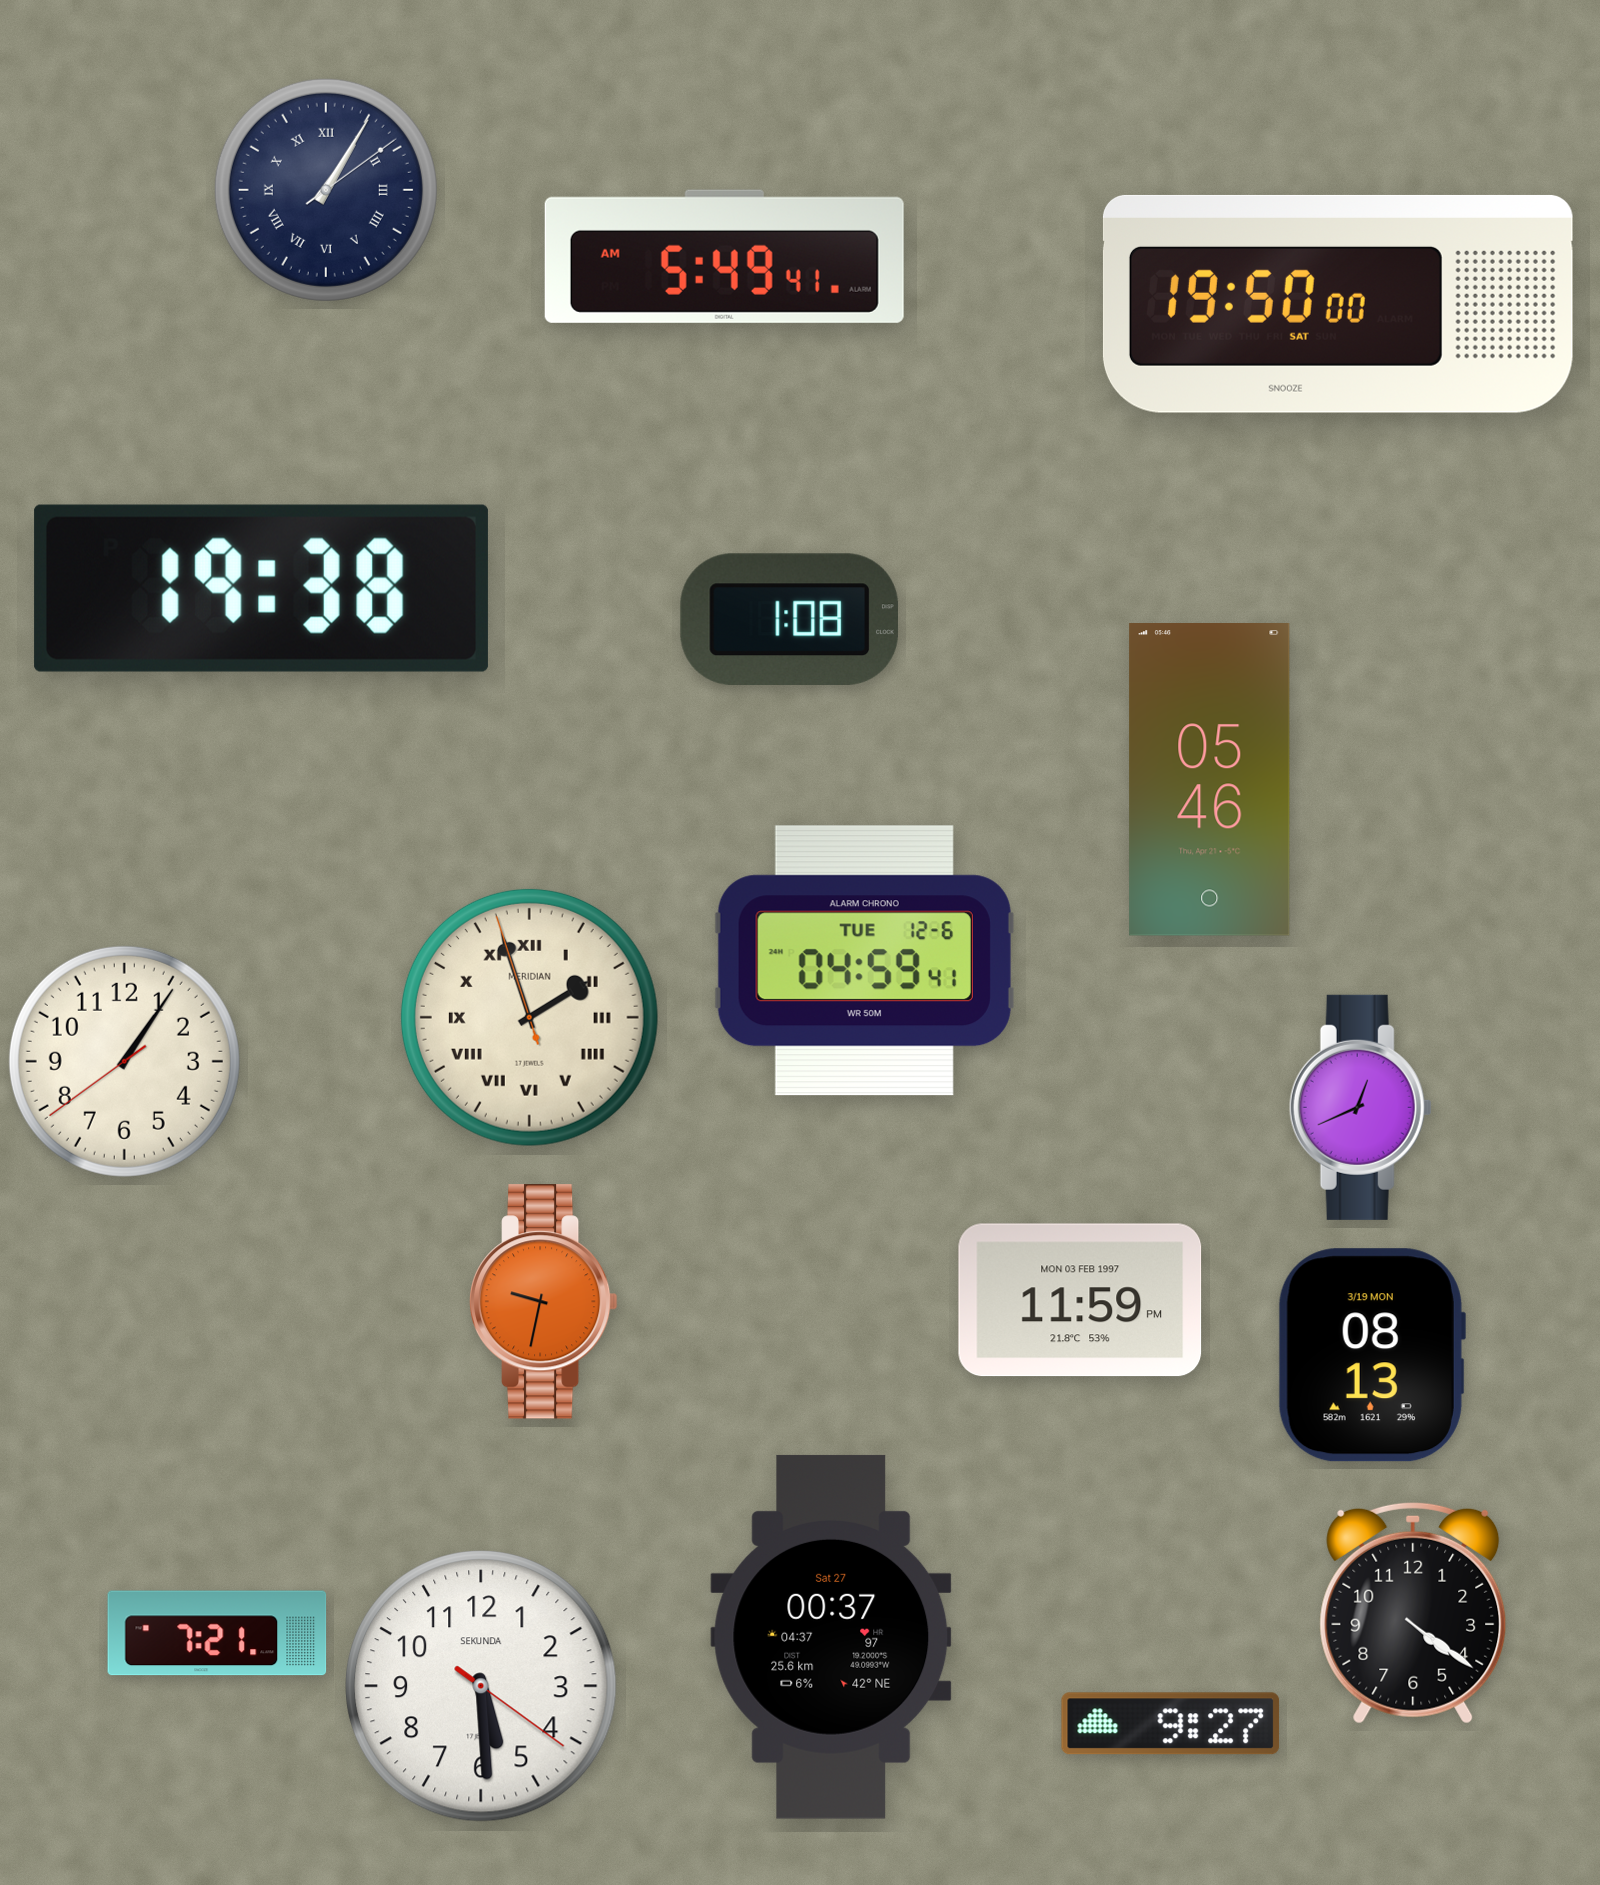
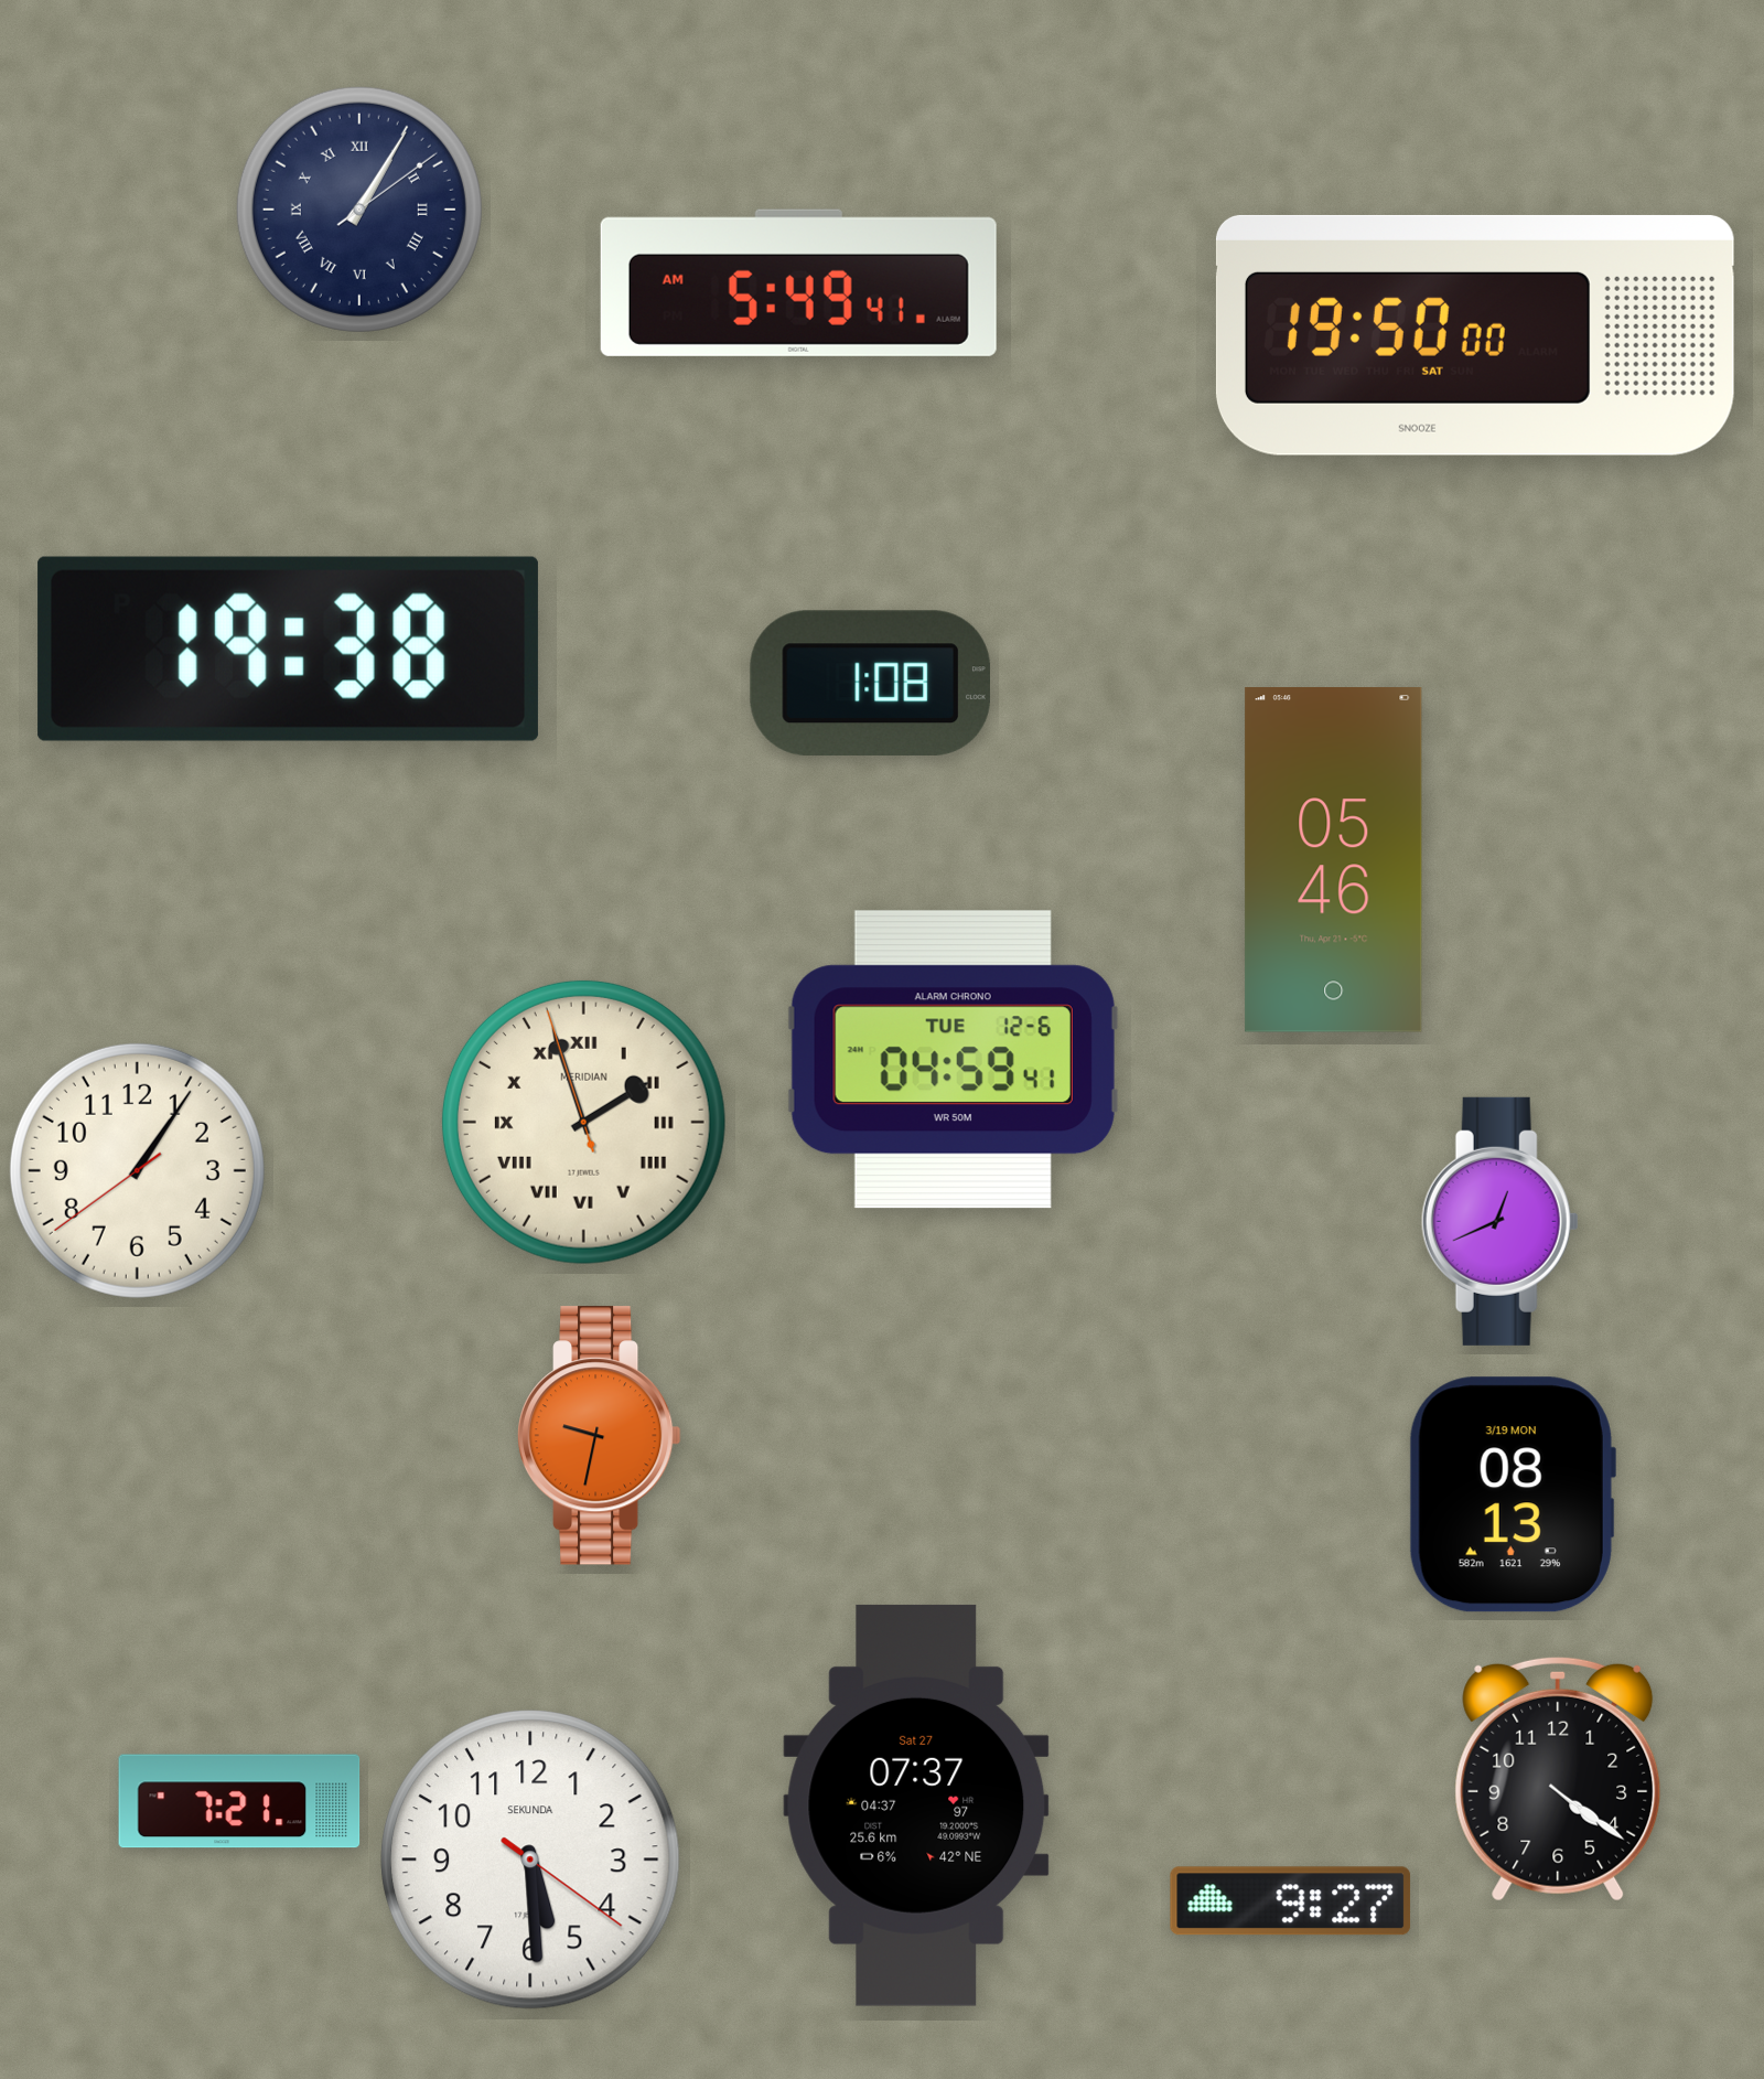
clock at (1080, 1300): 11:59 -> none
clock at (831, 1637): 00:37 -> 07:37
